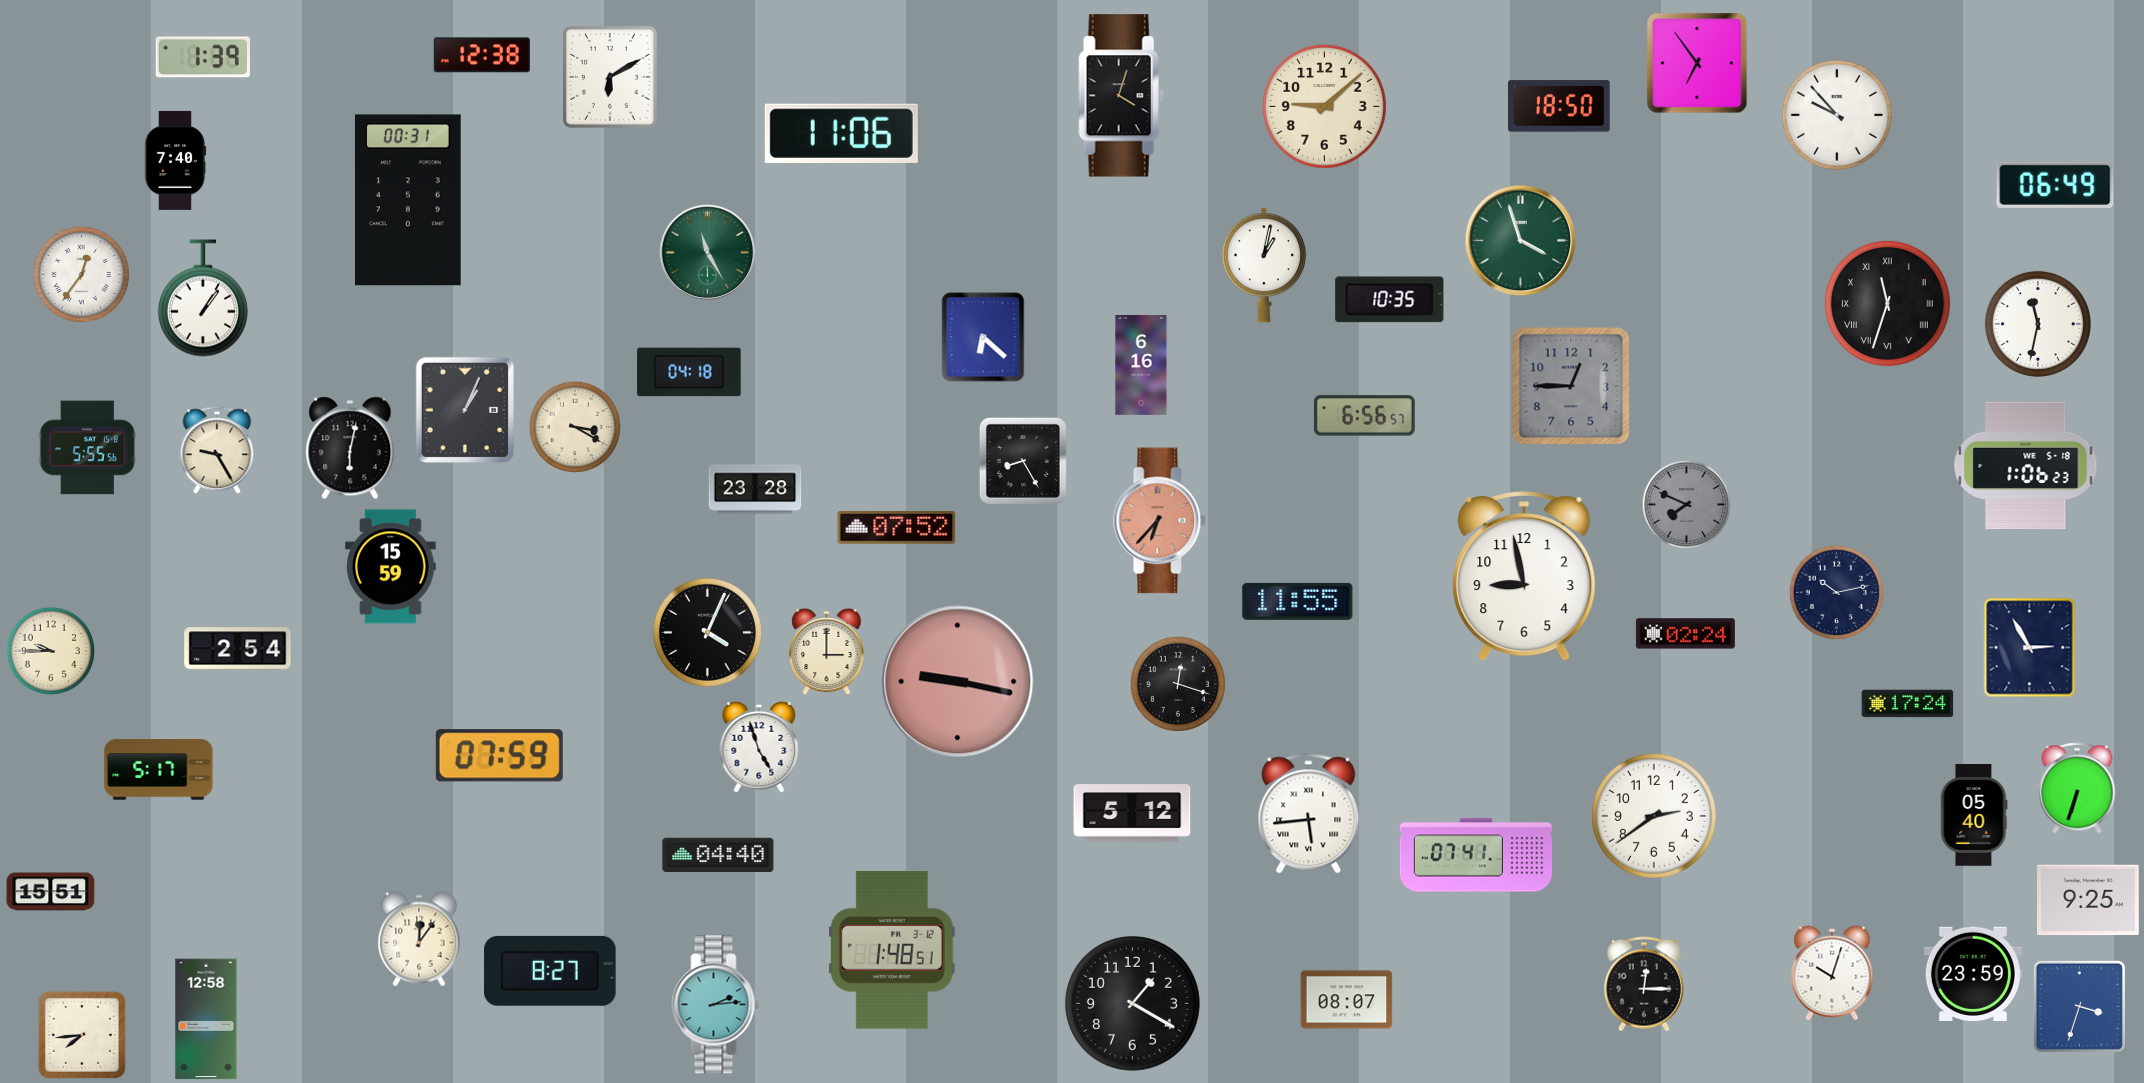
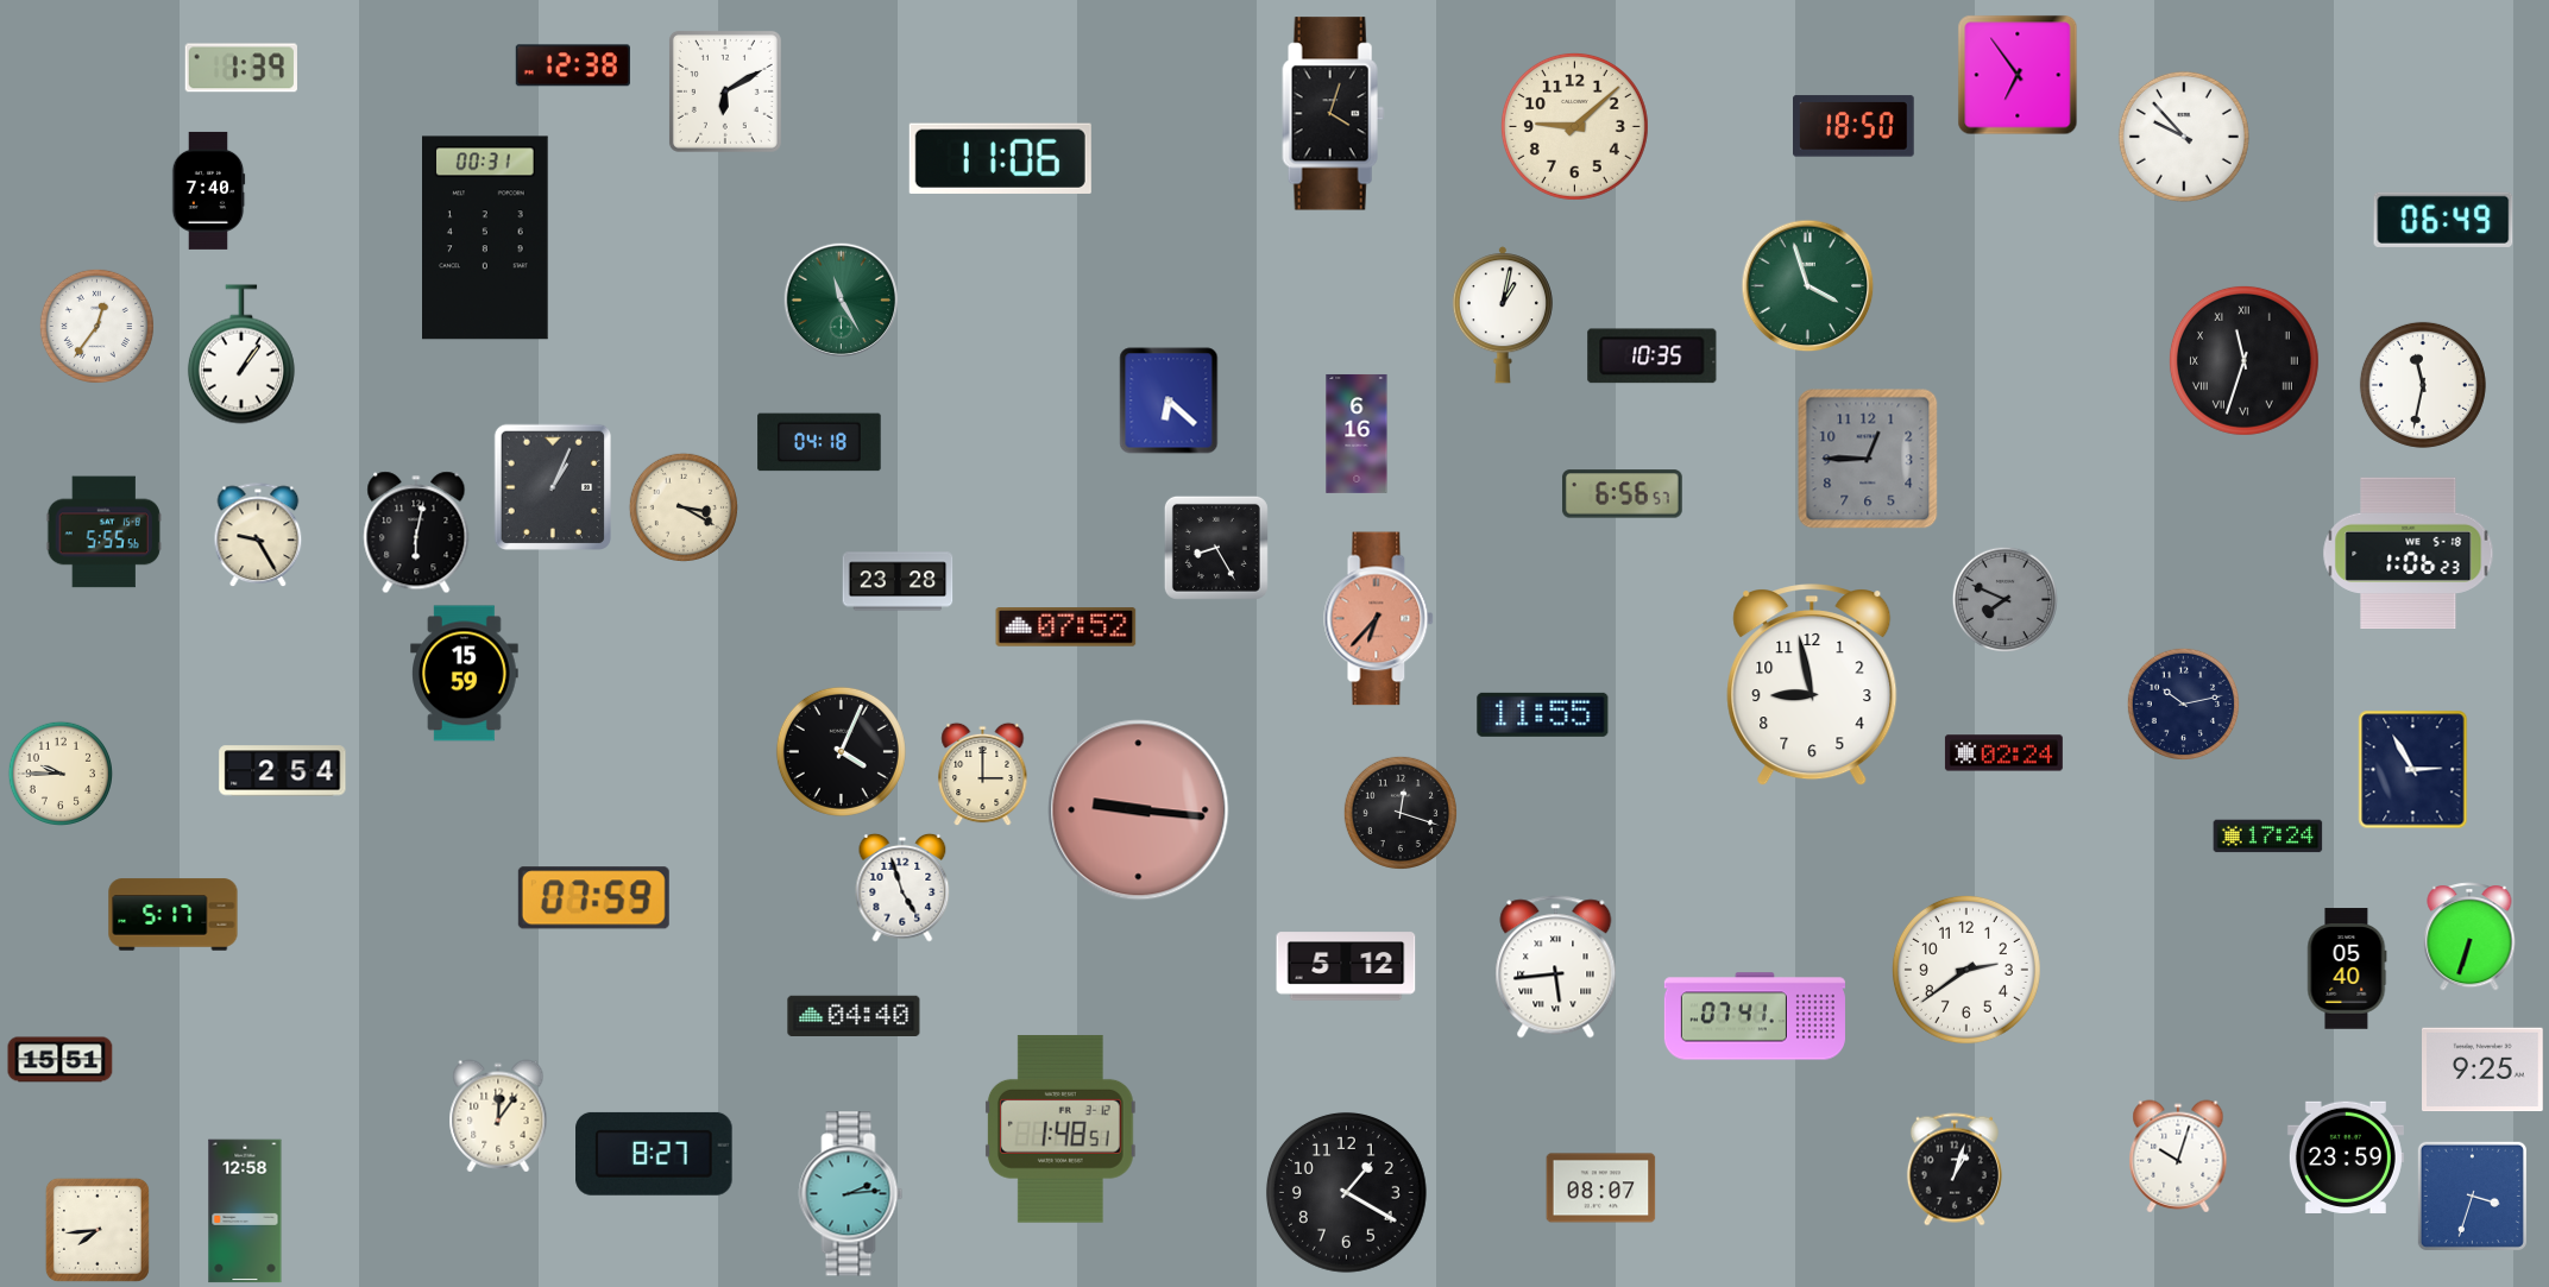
clock at (958, 682): 9:17 -> 9:16
clock at (159, 770) position: (159, 770) -> (174, 915)
clock at (1644, 984): 12:15 -> 1:03
